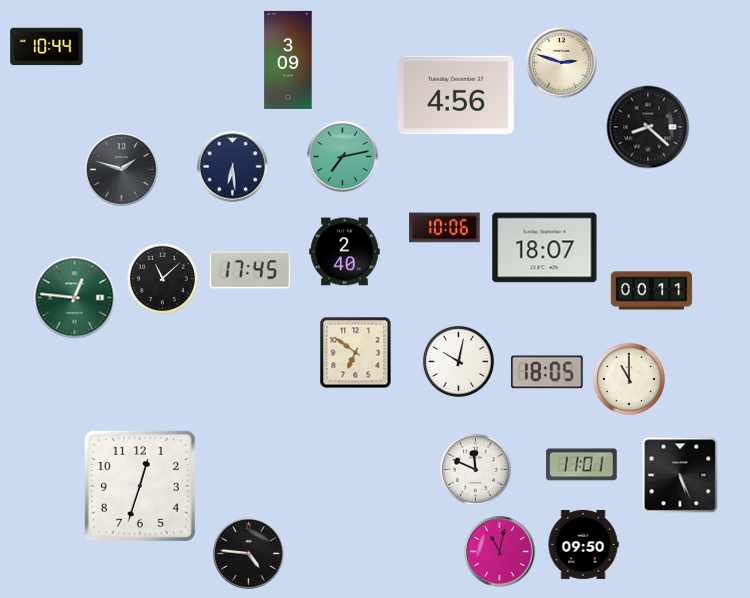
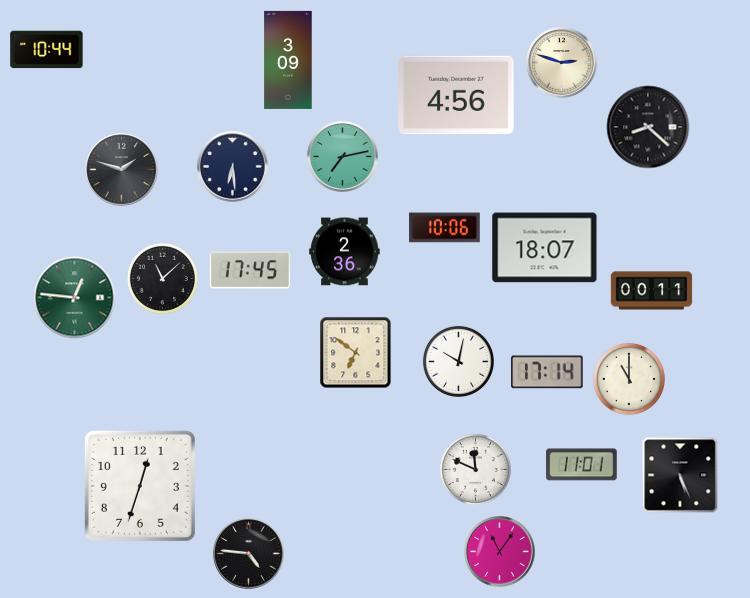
clock at (47, 47) position: (47, 47) -> (47, 50)
clock at (345, 252): 2:40 -> 2:36
clock at (547, 372): 18:05 -> 17:14
clock at (583, 544): 09:50 -> none
clock at (500, 552): 11:02 -> 11:06
